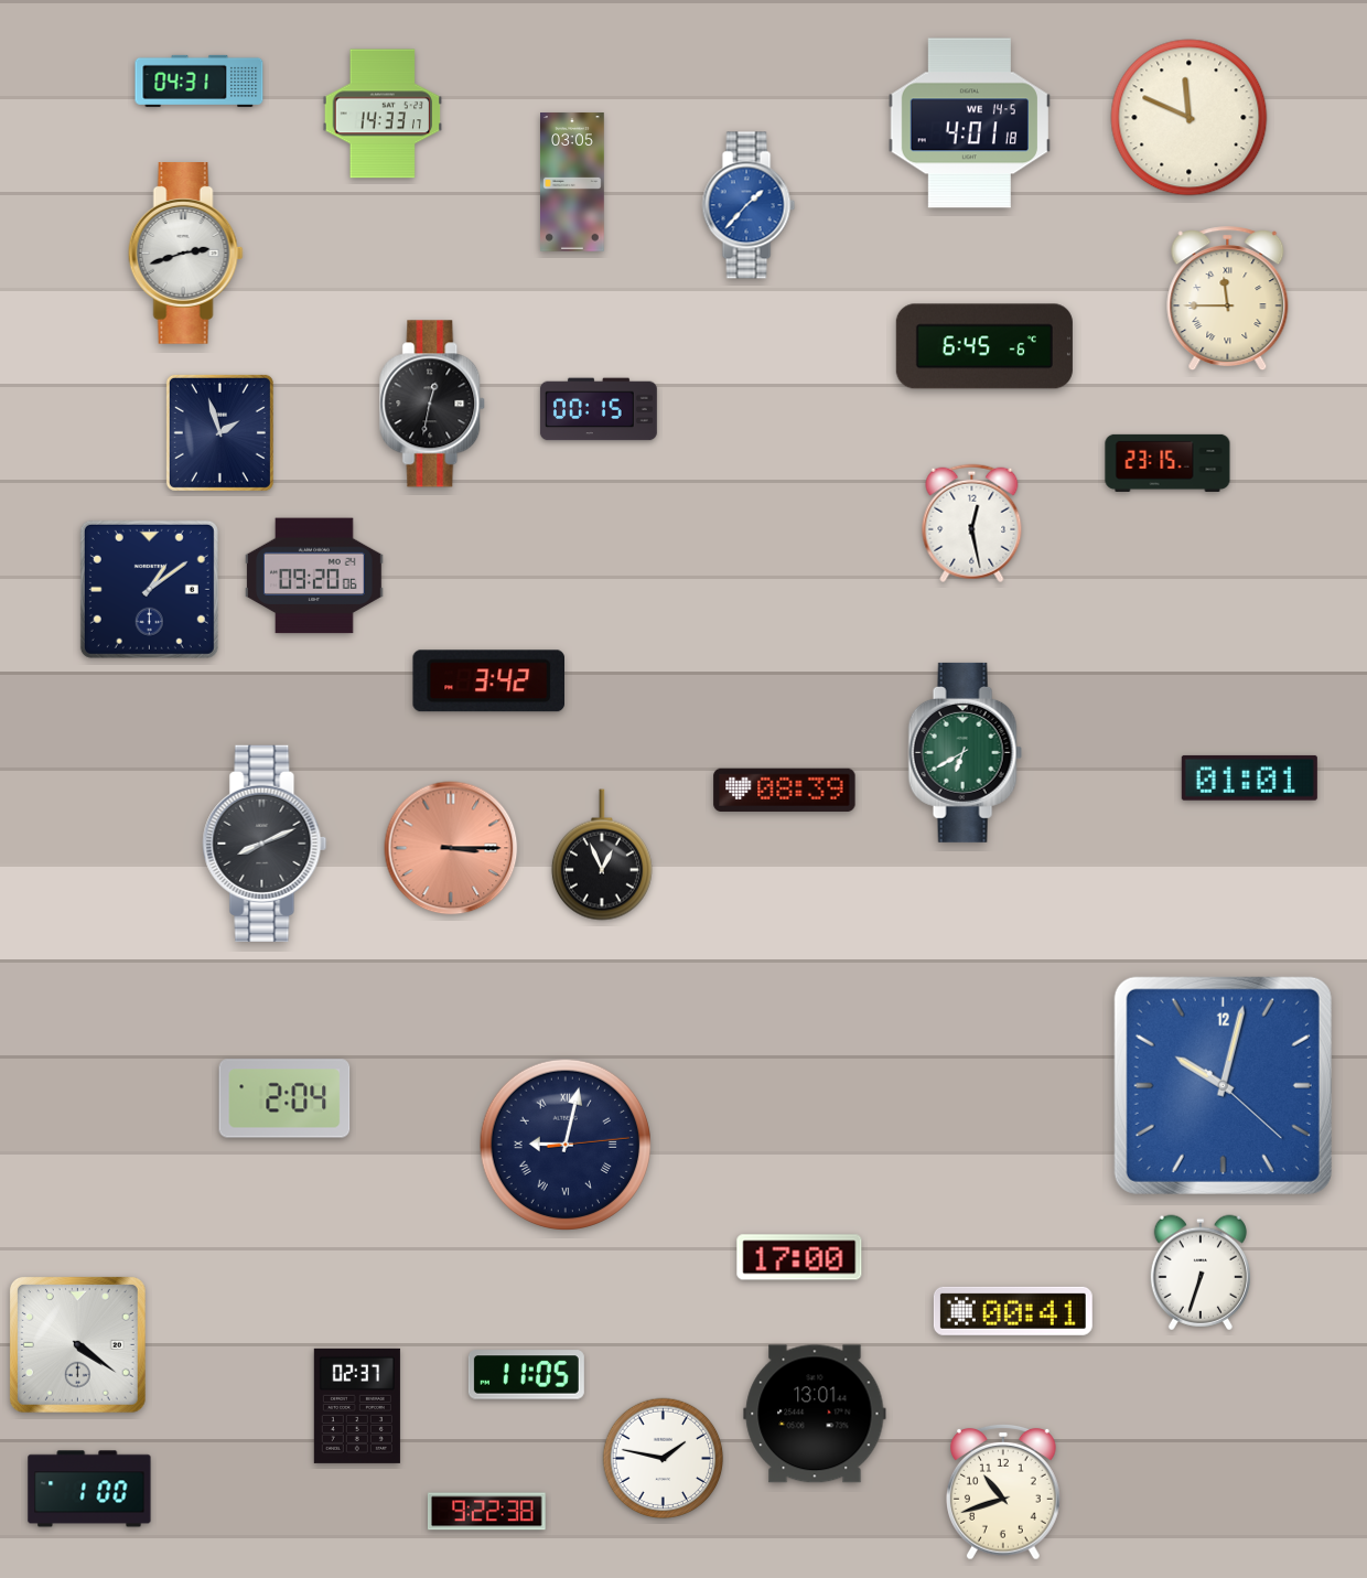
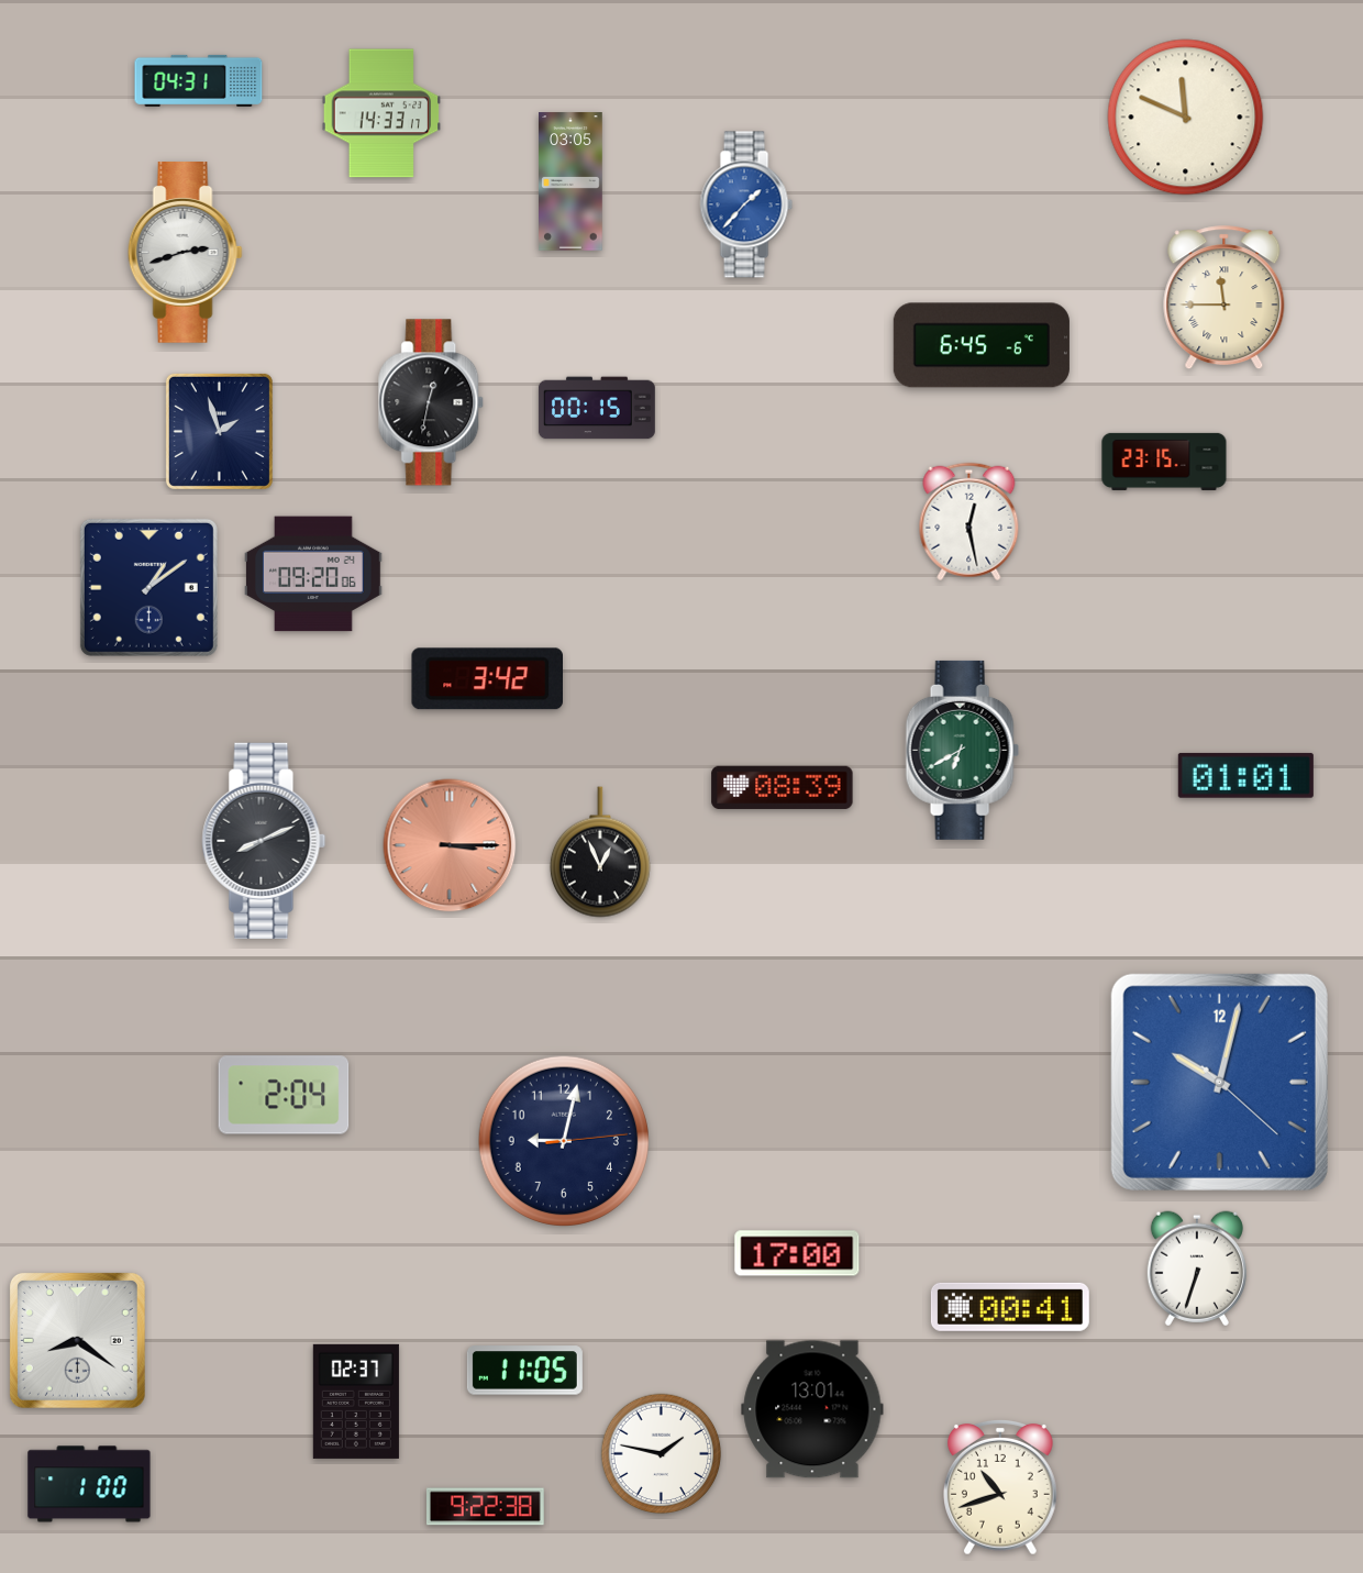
clock at (969, 124): 4:01 -> none
clock at (564, 1144) numerals: Roman -> Arabic
clock at (77, 1344): 4:21 -> 8:21
